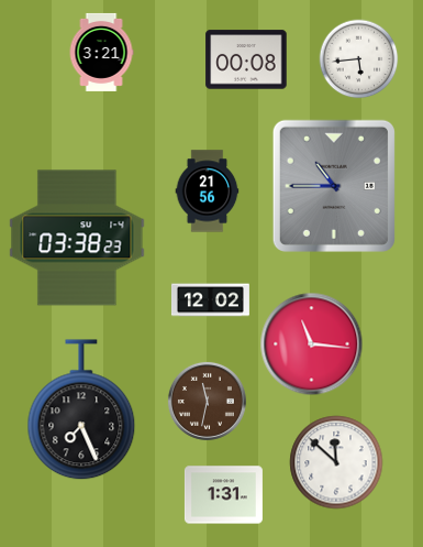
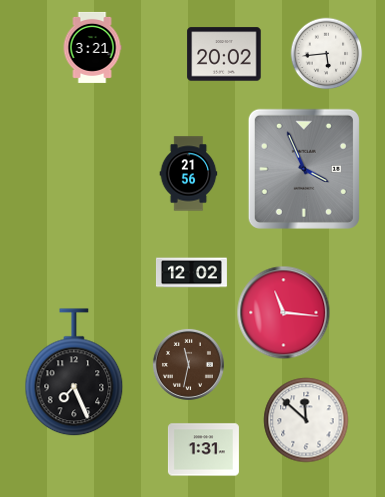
clock at (246, 59): 00:08 -> 20:02
clock at (334, 186): 10:45 -> 3:56
clock at (77, 238): 03:38 -> none
